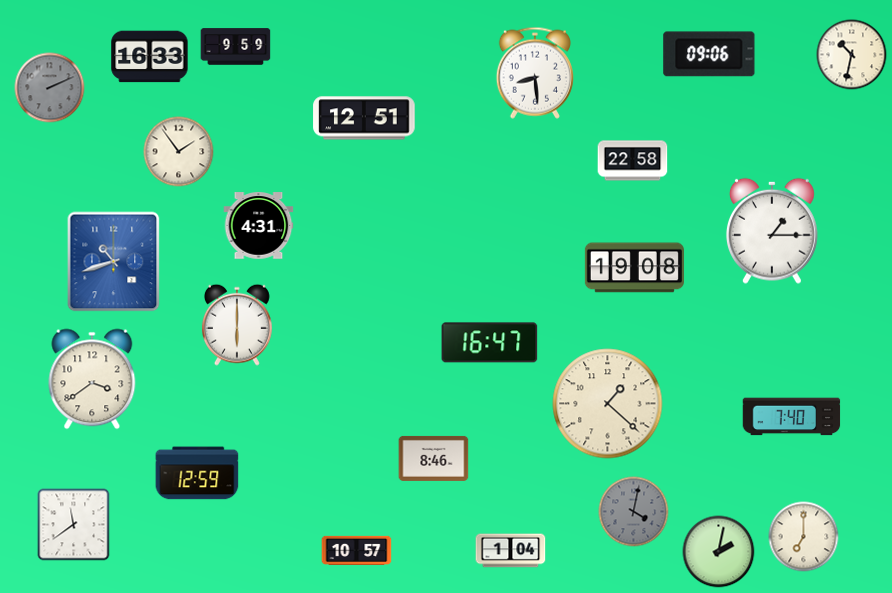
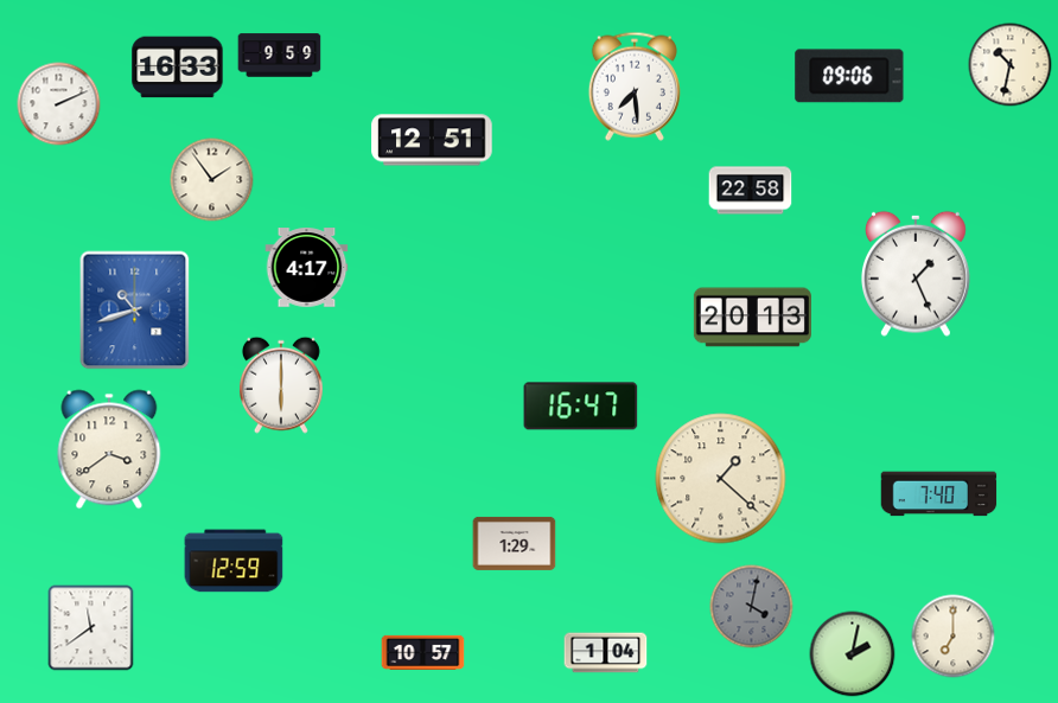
clock at (709, 54) position: (709, 54) -> (849, 76)
clock at (535, 73): 8:29 -> 7:29
clock at (50, 88) dial: grey -> white
clock at (259, 226): 4:31 -> 4:17
clock at (772, 231): 1:15 -> 1:26
clock at (634, 268): 19:08 -> 20:13
clock at (434, 458): 8:46 -> 1:29
clock at (74, 525) position: (74, 525) -> (91, 628)
